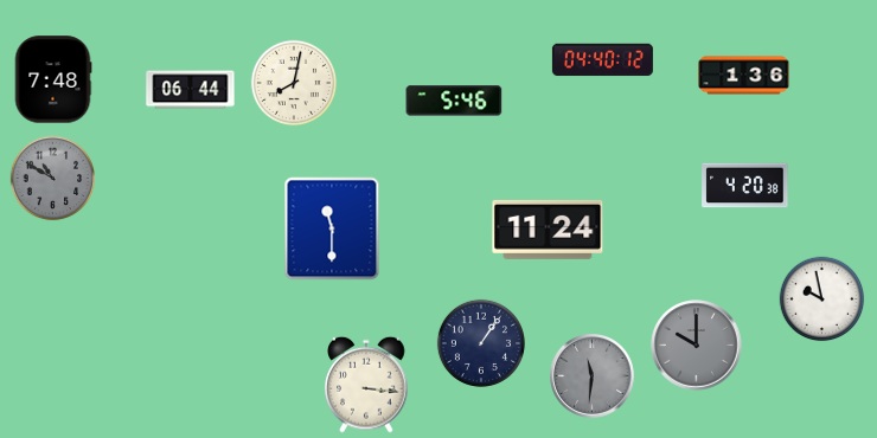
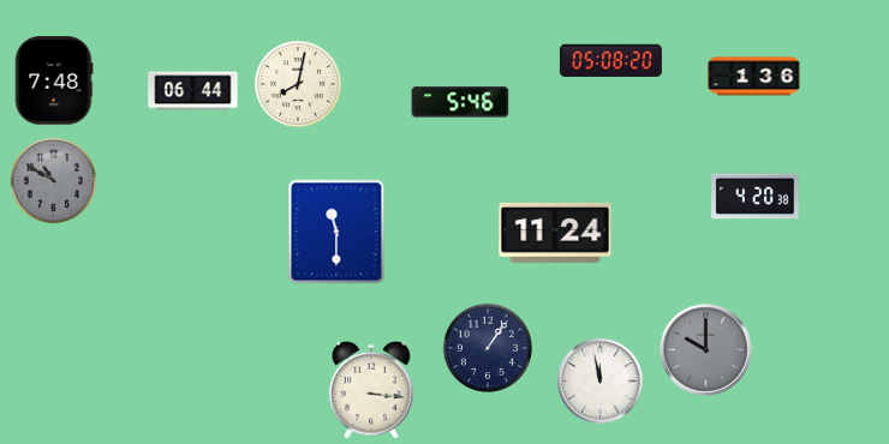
clock at (602, 60): 04:40 -> 05:08
clock at (745, 186) position: (745, 186) -> (756, 197)
clock at (822, 299): 9:58 -> none
clock at (593, 376): 11:31 -> 11:58
clock at (593, 376) dial: grey -> white
